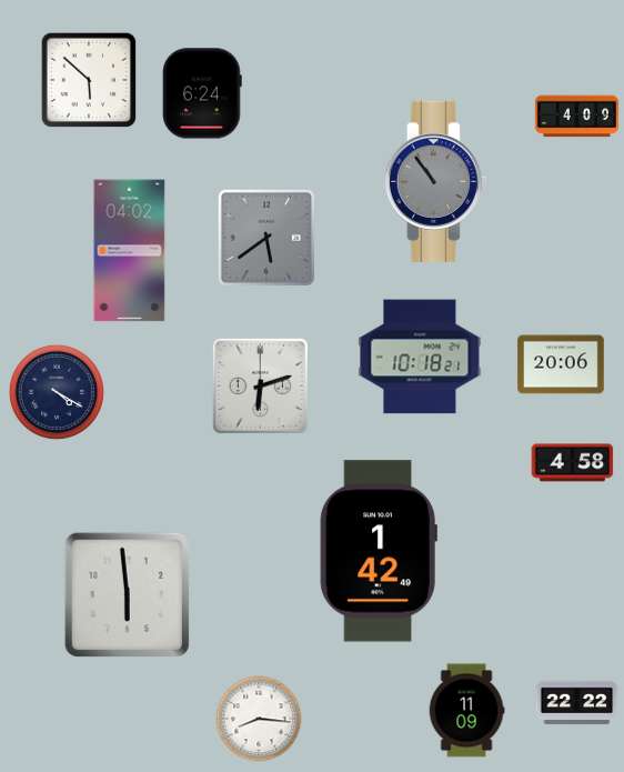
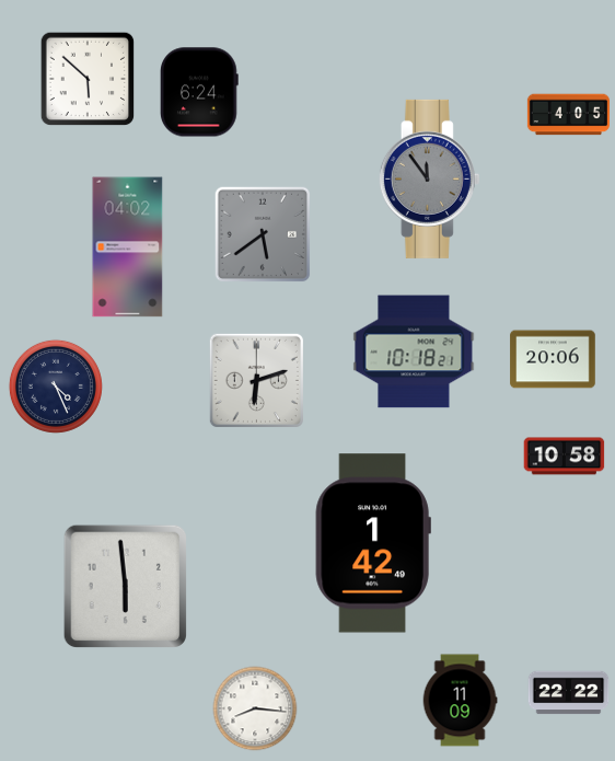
clock at (576, 117): 4:09 -> 4:05
clock at (435, 181): 10:54 -> 11:54
clock at (57, 392): 4:20 -> 4:26
clock at (573, 463): 4:58 -> 10:58
